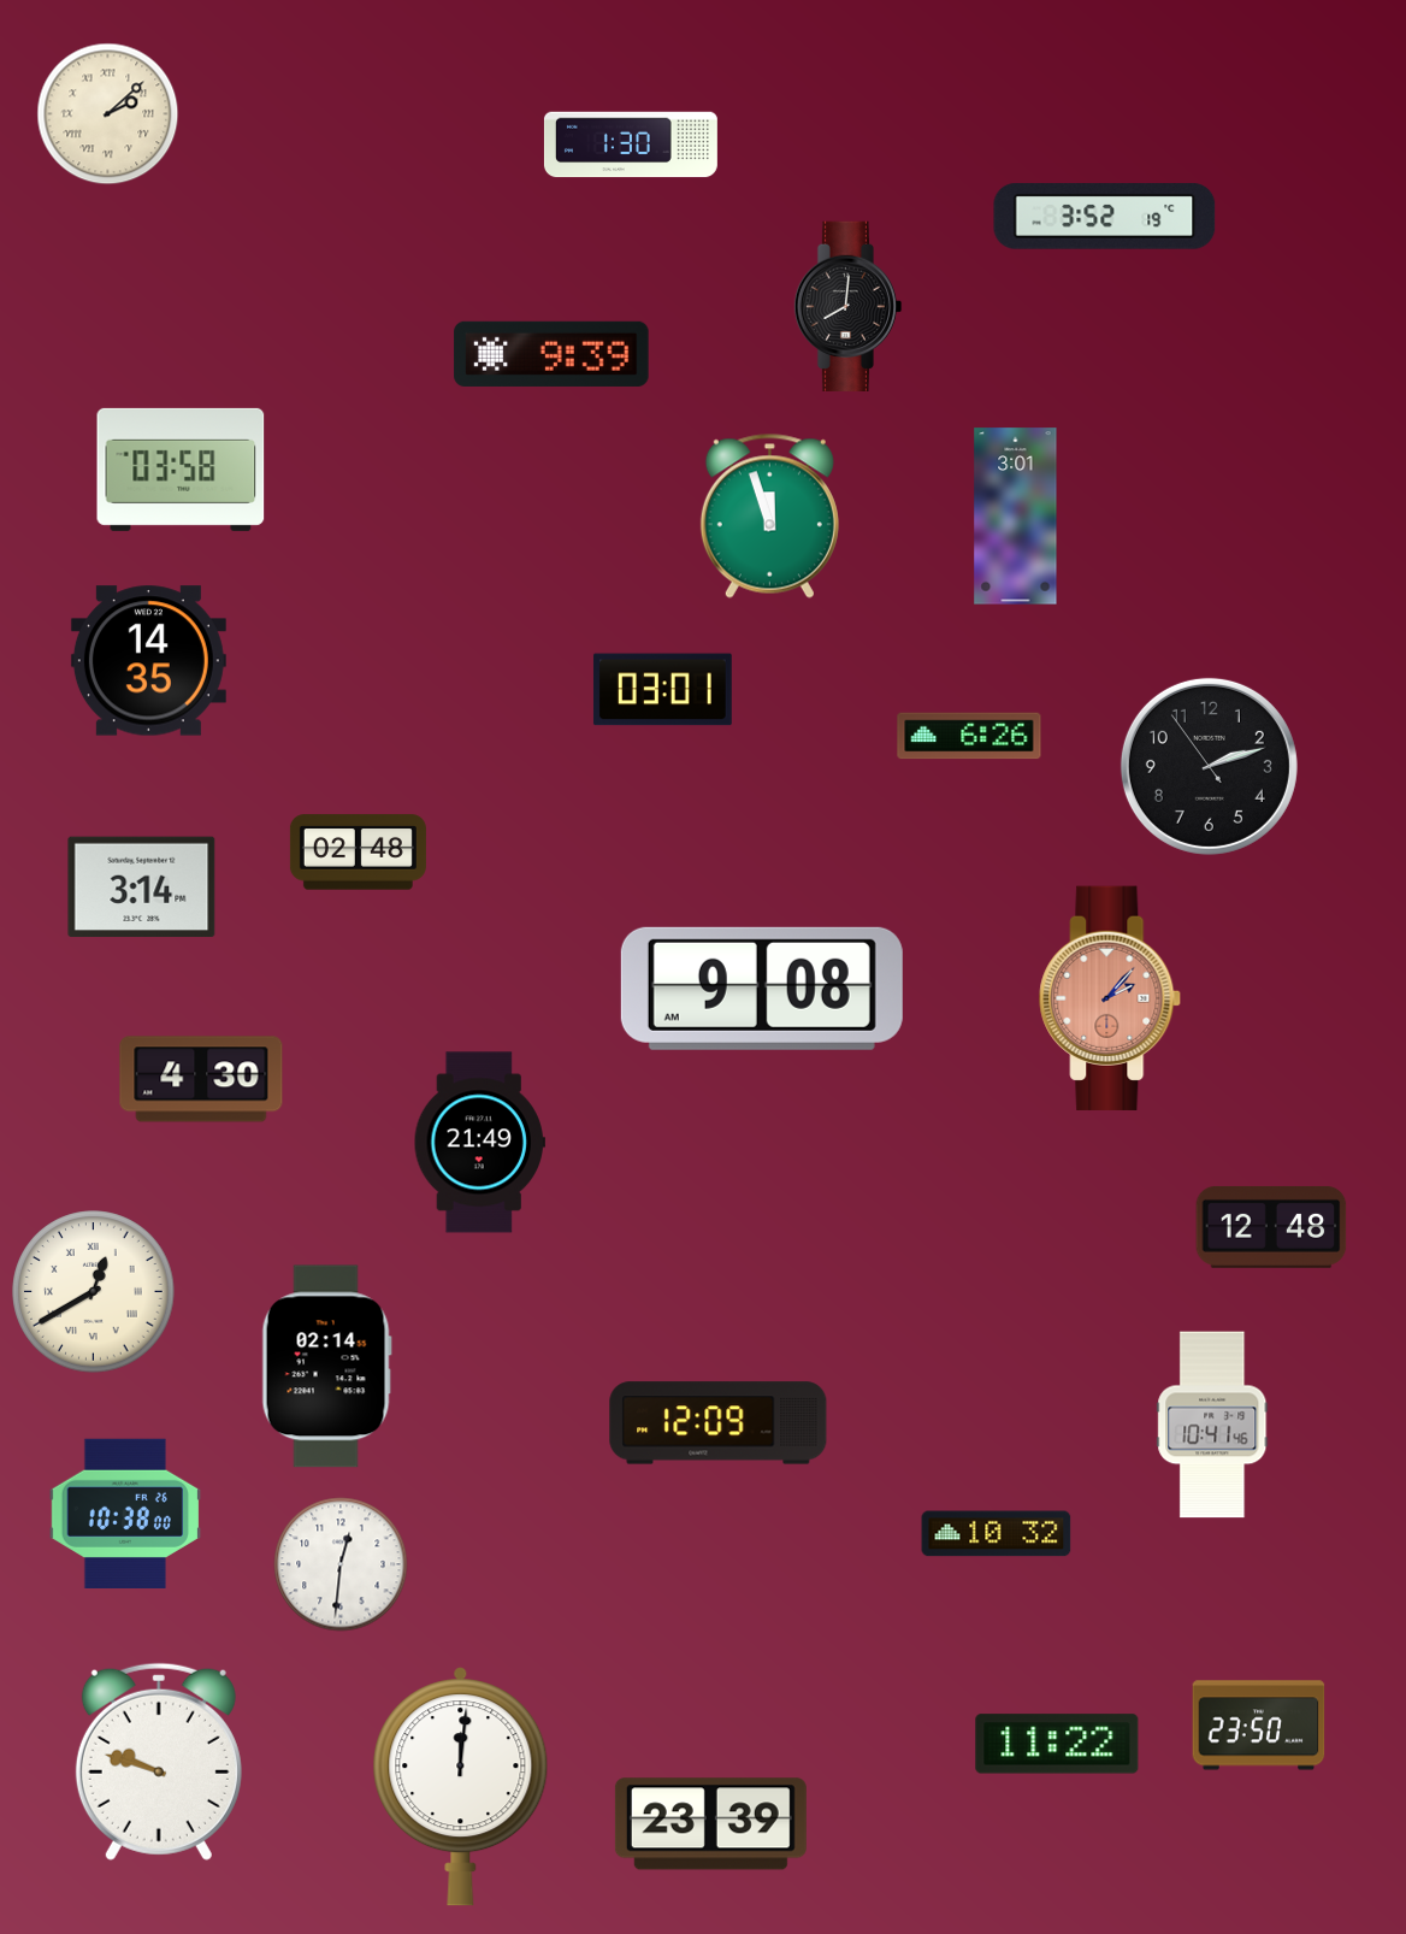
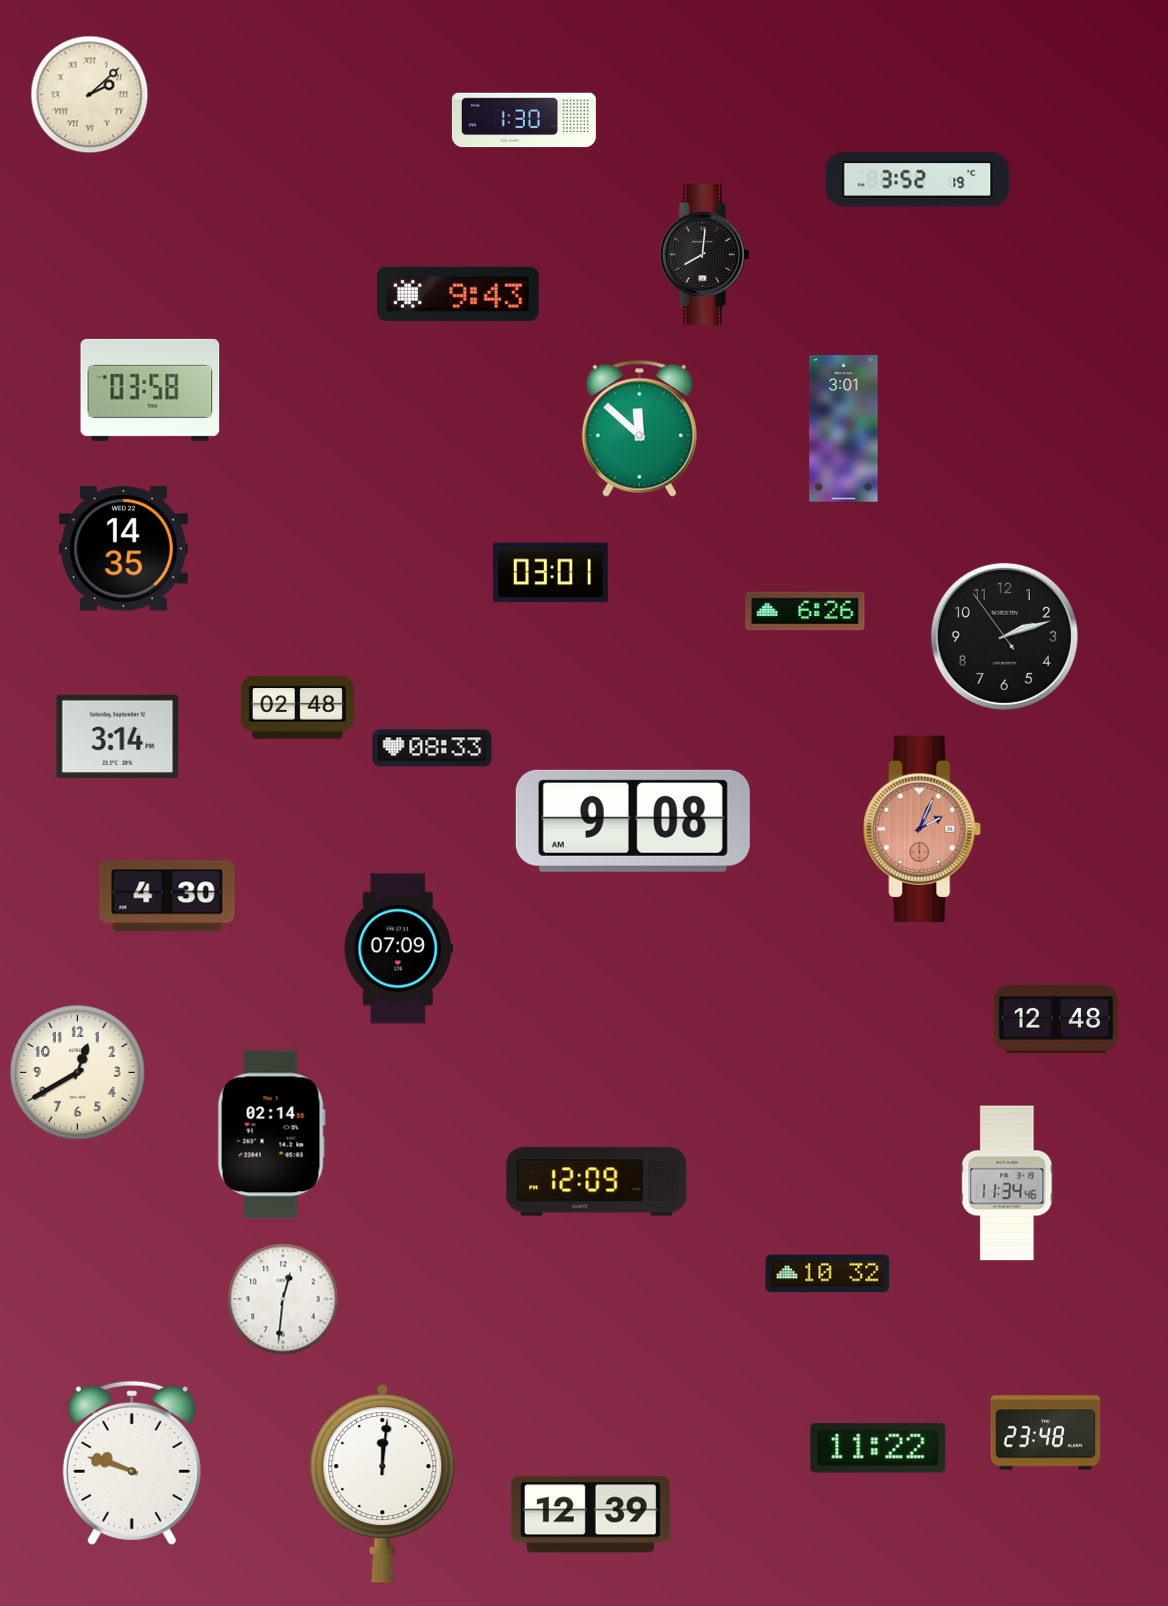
clock at (551, 354): 9:39 -> 9:43
clock at (769, 515): 11:57 -> 11:52
clock at (432, 748): none -> 08:33
clock at (1111, 998): 2:07 -> 2:04
clock at (479, 1143): 21:49 -> 07:09
clock at (94, 1292) numerals: Roman -> Arabic
clock at (1212, 1425): 10:41 -> 11:34
clock at (124, 1513): 10:38 -> none
clock at (1259, 1726): 23:50 -> 23:48
clock at (710, 1824): 23:39 -> 12:39
